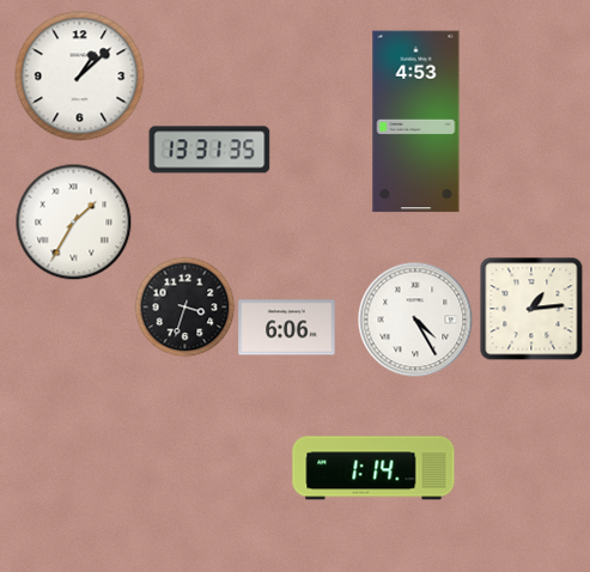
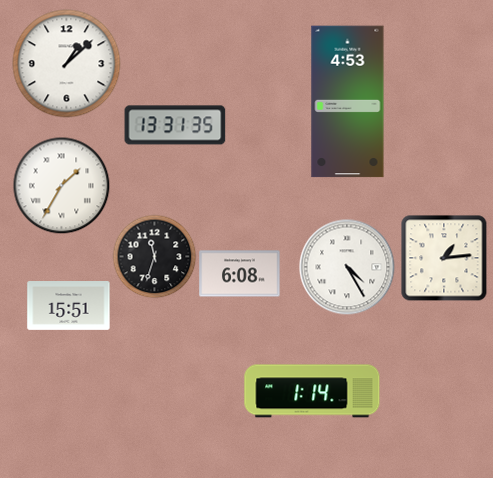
clock at (184, 306): 3:33 -> 11:33
clock at (287, 328): 6:06 -> 6:08
clock at (69, 306): none -> 15:51
